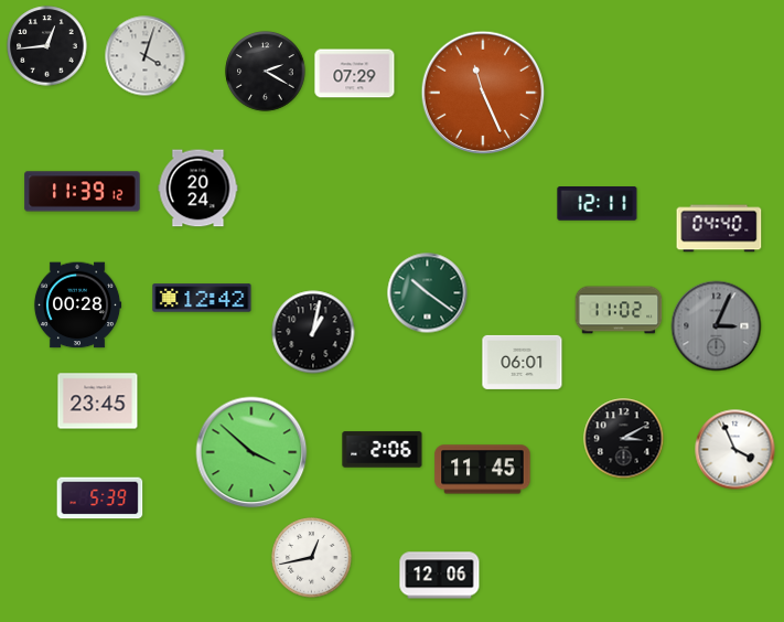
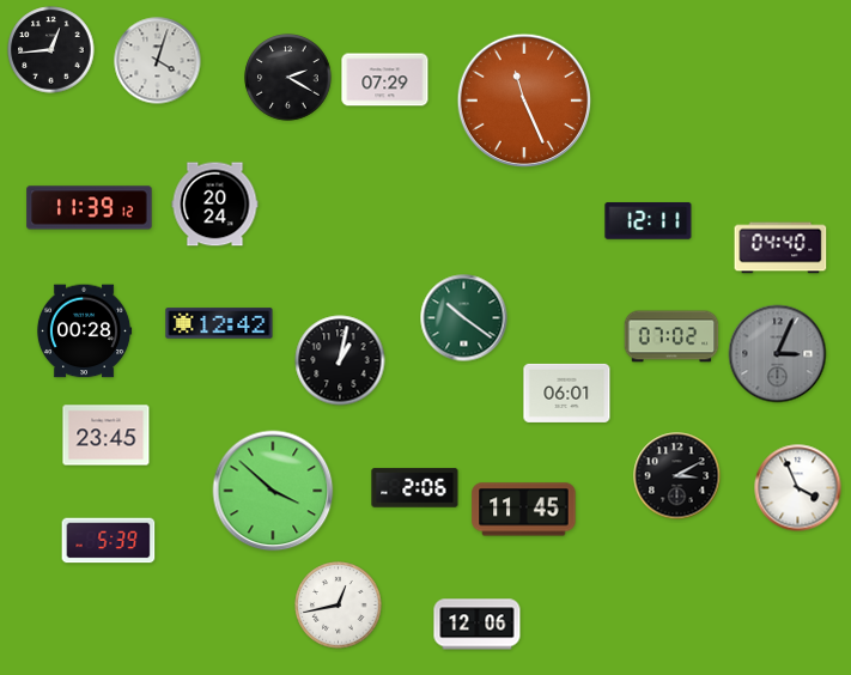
clock at (619, 310): 11:02 -> 07:02
